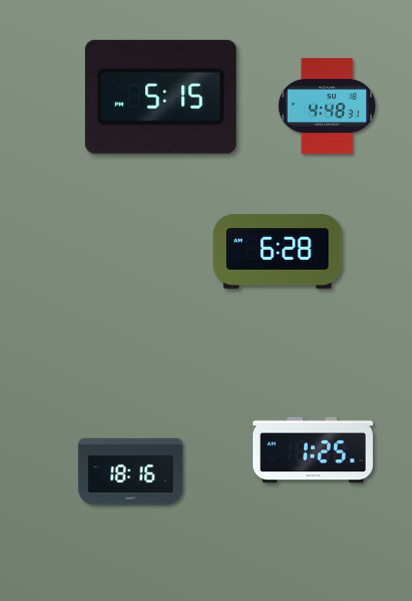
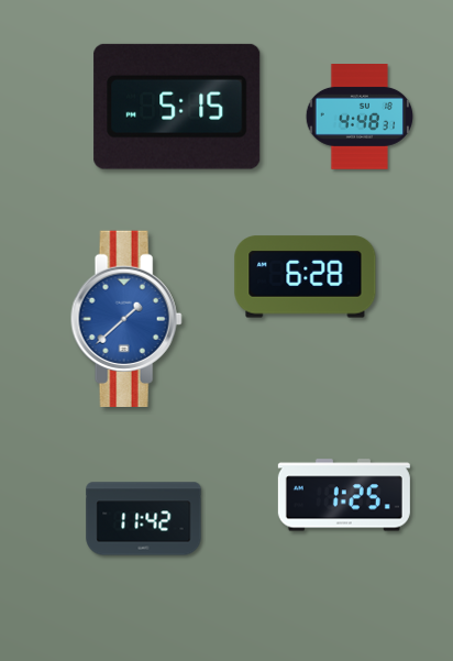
clock at (126, 318): none -> 1:38
clock at (131, 472): 18:16 -> 11:42
